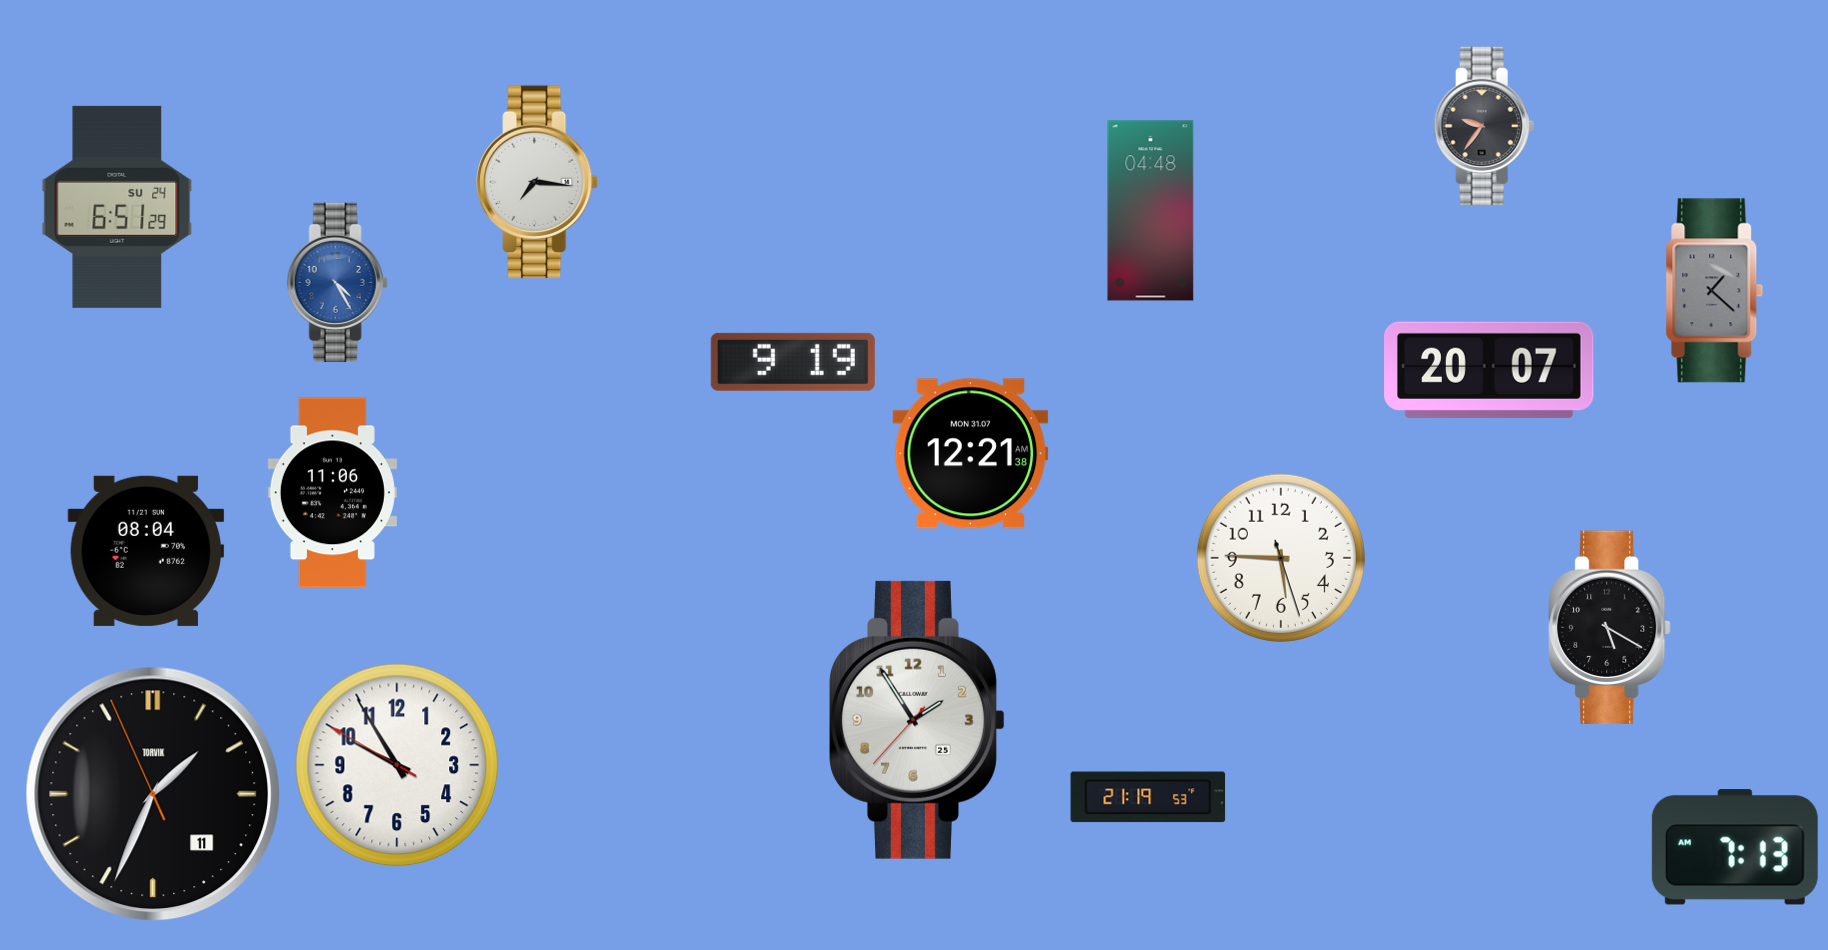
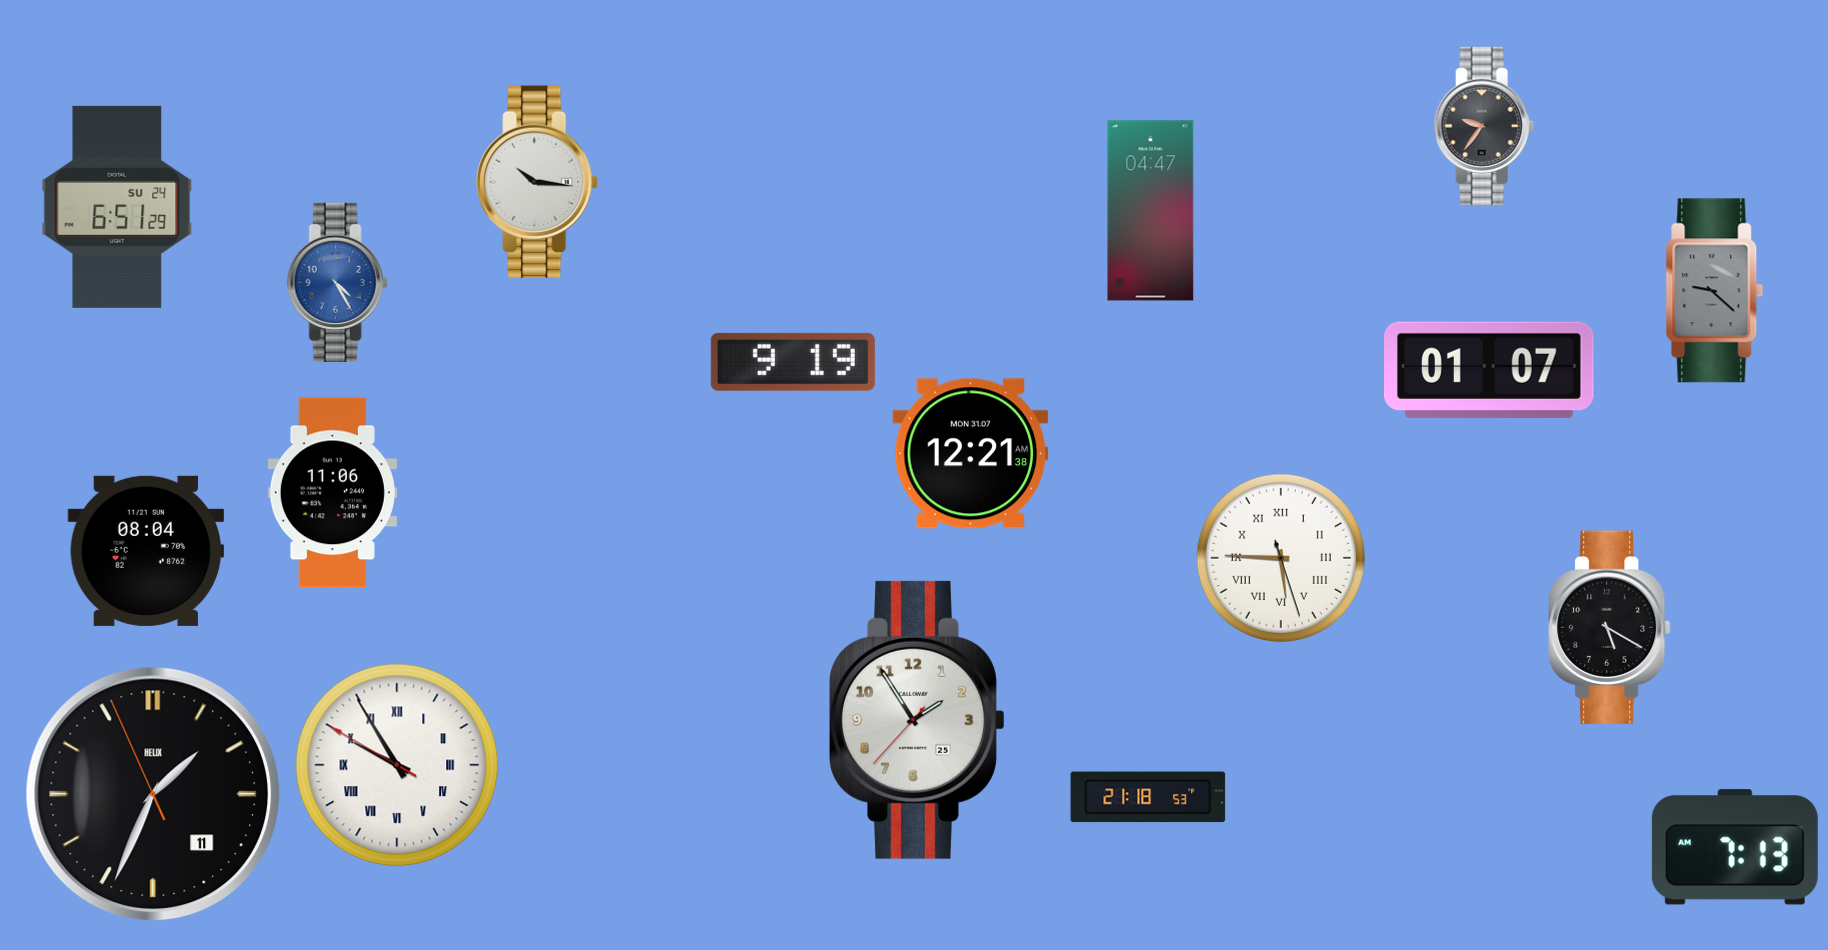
clock at (537, 182): 7:16 -> 10:16
clock at (1151, 211): 04:48 -> 04:47
clock at (1715, 291): 1:22 -> 9:22
clock at (1490, 370): 20:07 -> 01:07
clock at (1281, 558) numerals: Arabic -> Roman
clock at (397, 765) numerals: Arabic -> Roman
clock at (153, 794) brand: TORVIK -> HELIX
clock at (1148, 797): 21:19 -> 21:18
